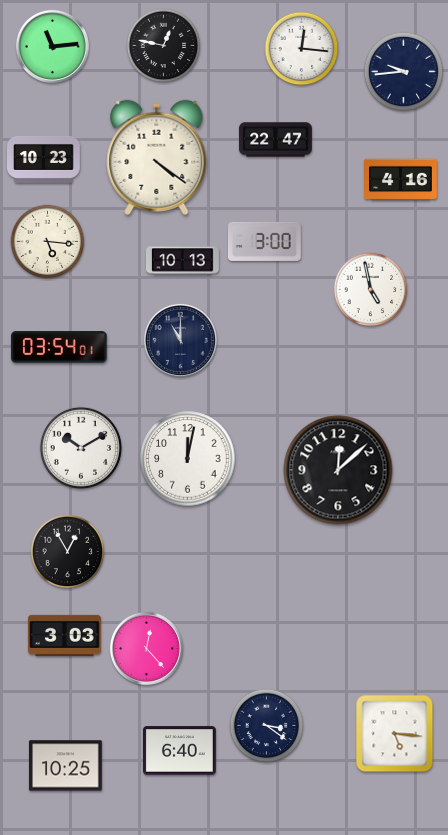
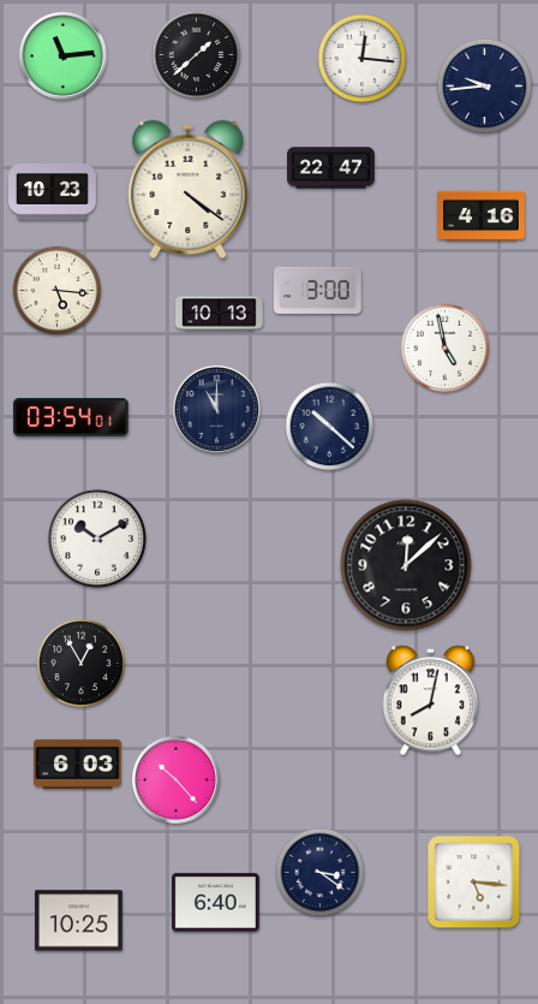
clock at (164, 46): 12:47 -> 1:38
clock at (330, 427): none -> 10:22
clock at (188, 459): 12:02 -> none
clock at (430, 701): none -> 8:02
clock at (65, 635): 3:03 -> 6:03
clock at (146, 648): 12:23 -> 10:23
